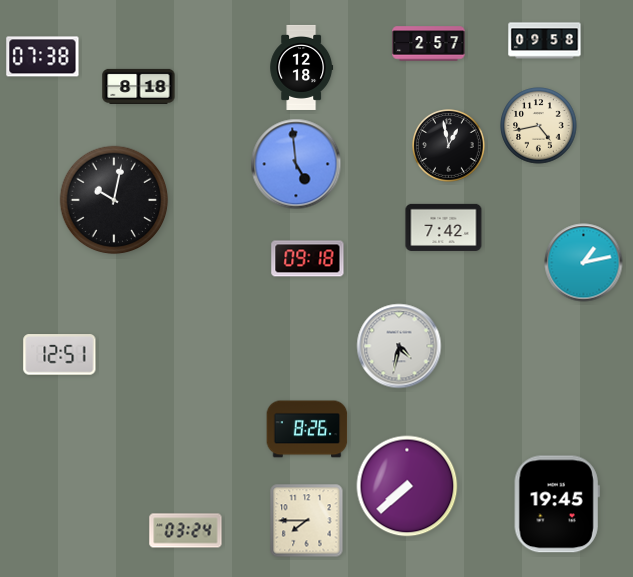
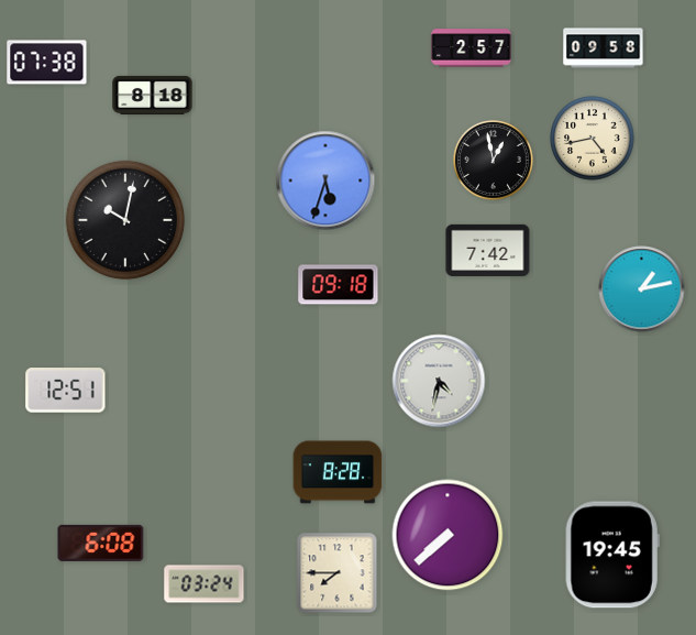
clock at (545, 41) position: (545, 41) -> (604, 48)
clock at (302, 67): 12:18 -> none
clock at (296, 164): 4:59 -> 5:33
clock at (307, 429): 8:26 -> 8:28
clock at (101, 543): none -> 6:08
